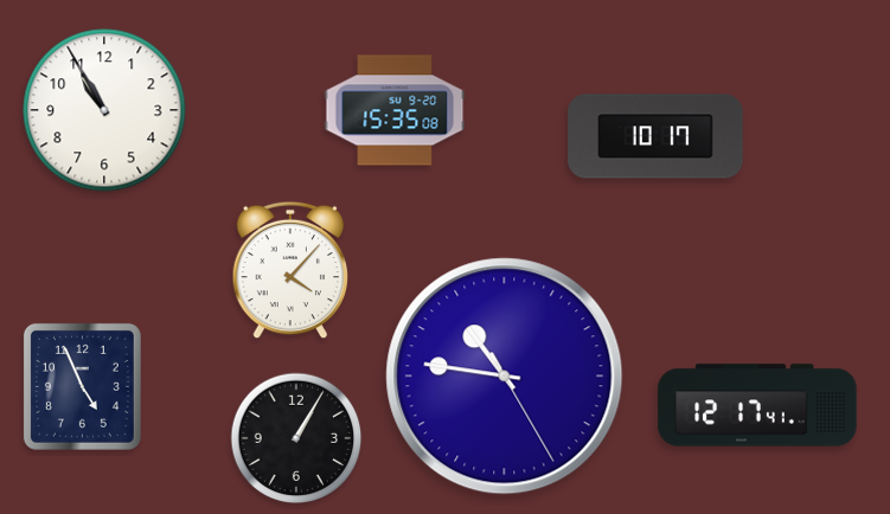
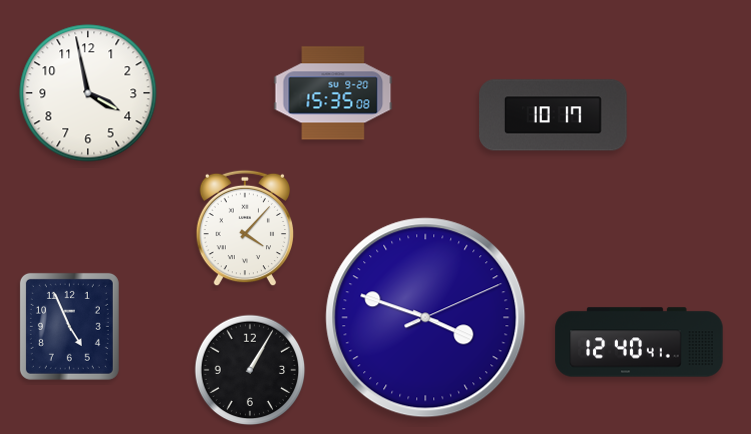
clock at (104, 110): 10:55 -> 3:58
clock at (505, 377): 10:46 -> 3:48
clock at (757, 405): 12:17 -> 12:40
